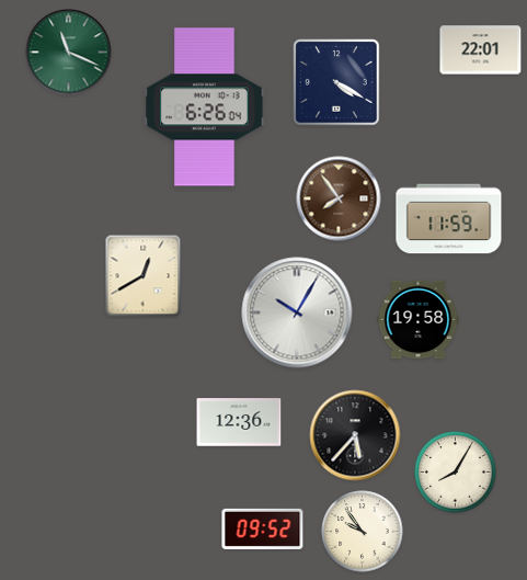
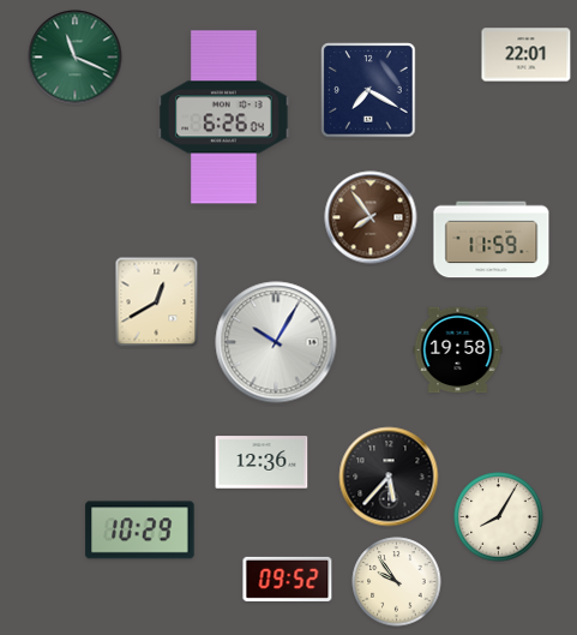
clock at (336, 82): 4:20 -> 7:20
clock at (297, 312) position: (297, 312) -> (276, 342)
clock at (140, 531): none -> 10:29
